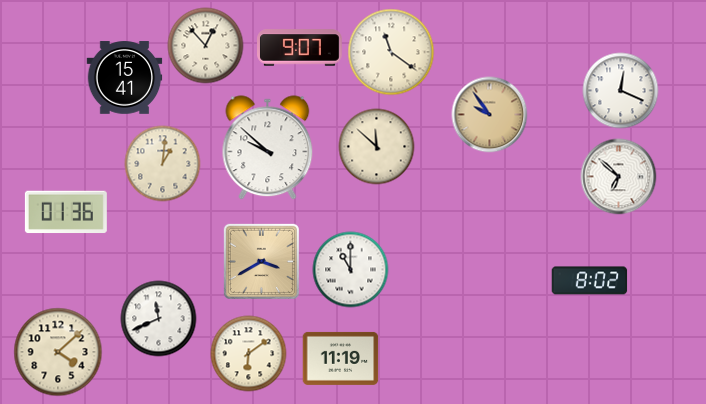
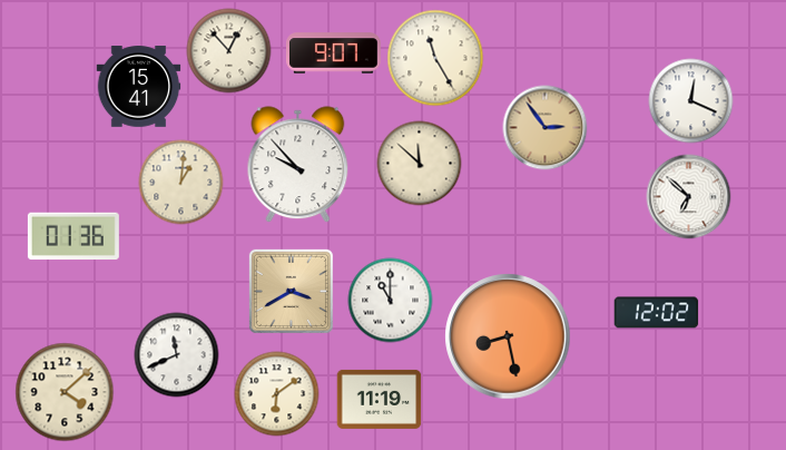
clock at (391, 52): 11:21 -> 11:25
clock at (490, 115): 9:54 -> 2:54
clock at (268, 148): 9:52 -> 9:53
clock at (590, 281): 8:02 -> 12:02
clock at (508, 336): none -> 8:28
